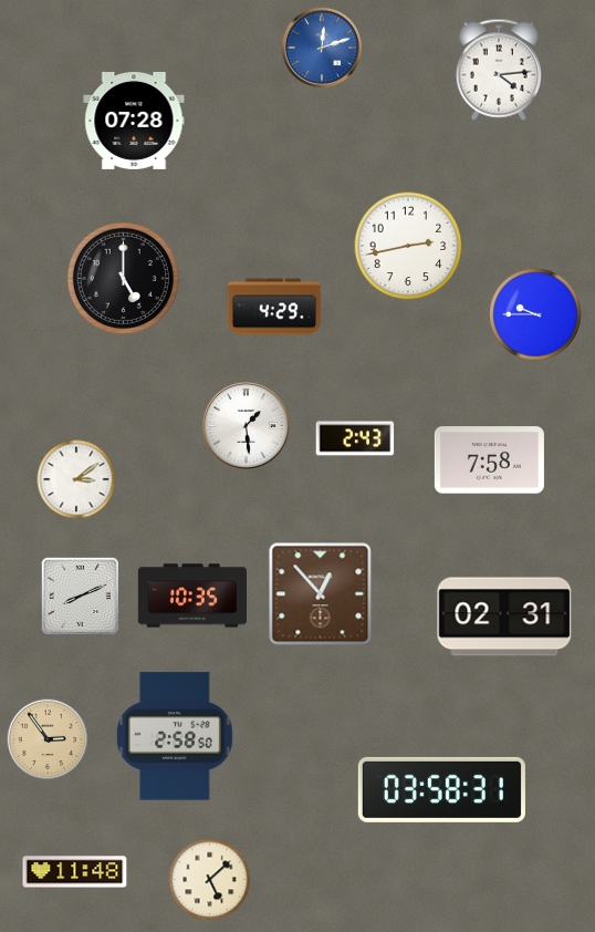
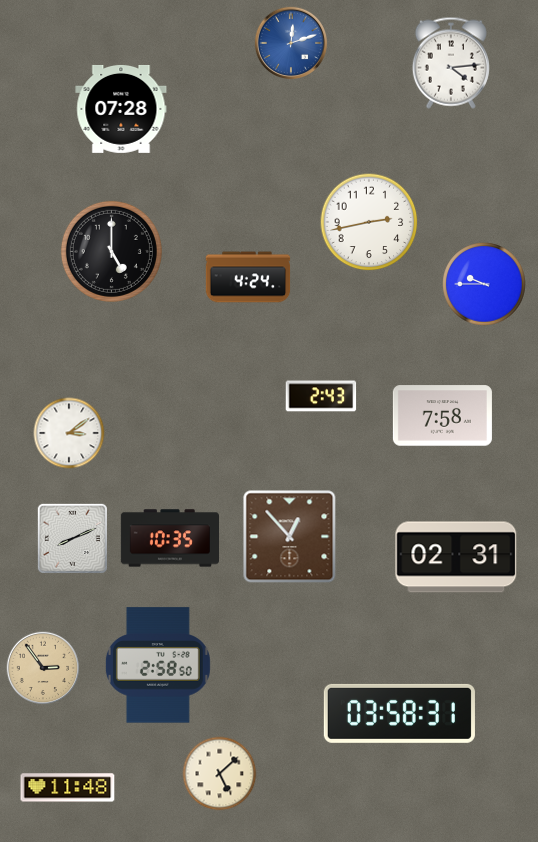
clock at (274, 307): 4:29 -> 4:24
clock at (247, 426): 1:29 -> none
clock at (191, 596) position: (191, 596) -> (169, 538)
clock at (210, 880) position: (210, 880) -> (220, 774)
